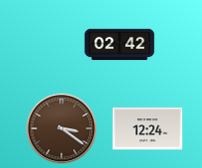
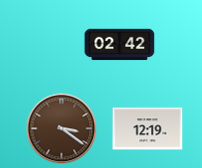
clock at (148, 129): 12:24 -> 12:19
